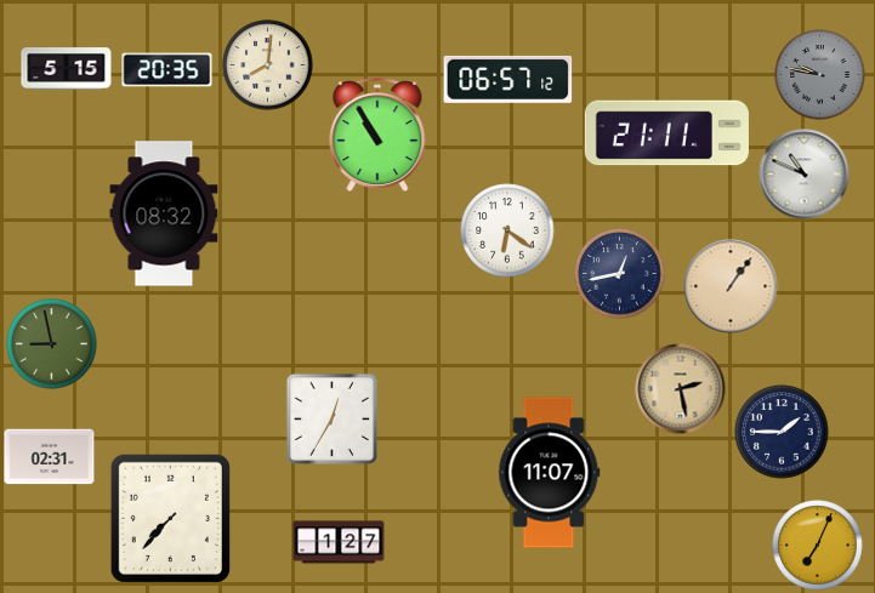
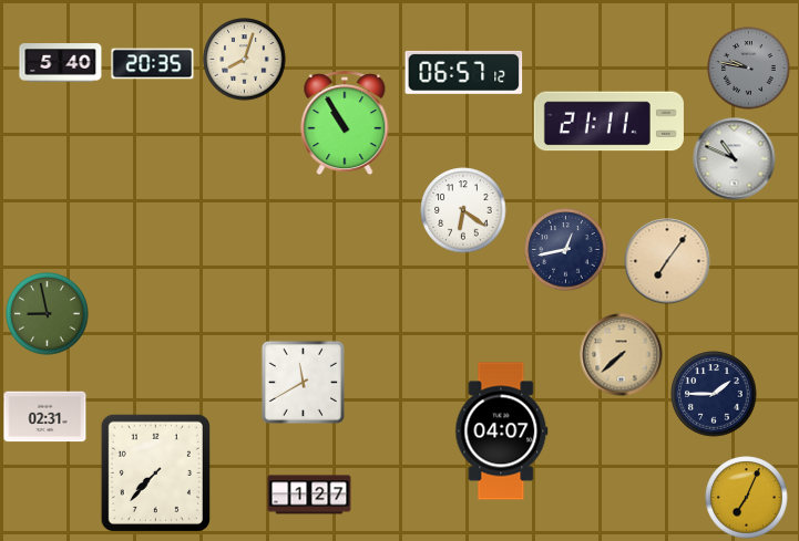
clock at (268, 65): 8:01 -> 8:03
clock at (67, 69): 5:15 -> 5:40
clock at (164, 213): 08:32 -> none
clock at (731, 286): 1:06 -> 7:06
clock at (681, 389): 2:28 -> 7:38
clock at (331, 418): 12:35 -> 11:40
clock at (550, 473): 11:07 -> 04:07
